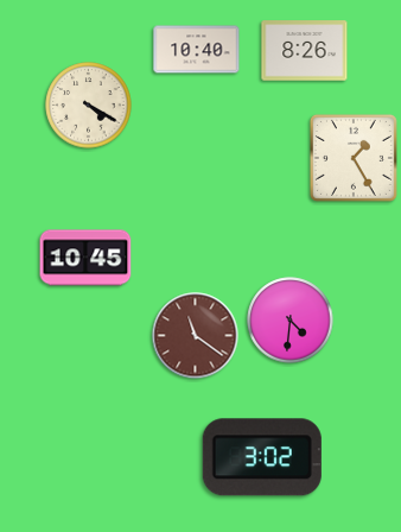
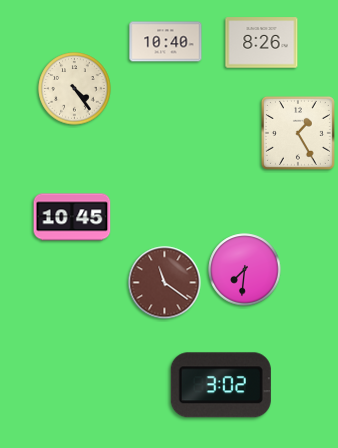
clock at (305, 51) position: (305, 51) -> (262, 43)
clock at (89, 106): 4:20 -> 4:24
clock at (291, 321): 4:31 -> 7:31
